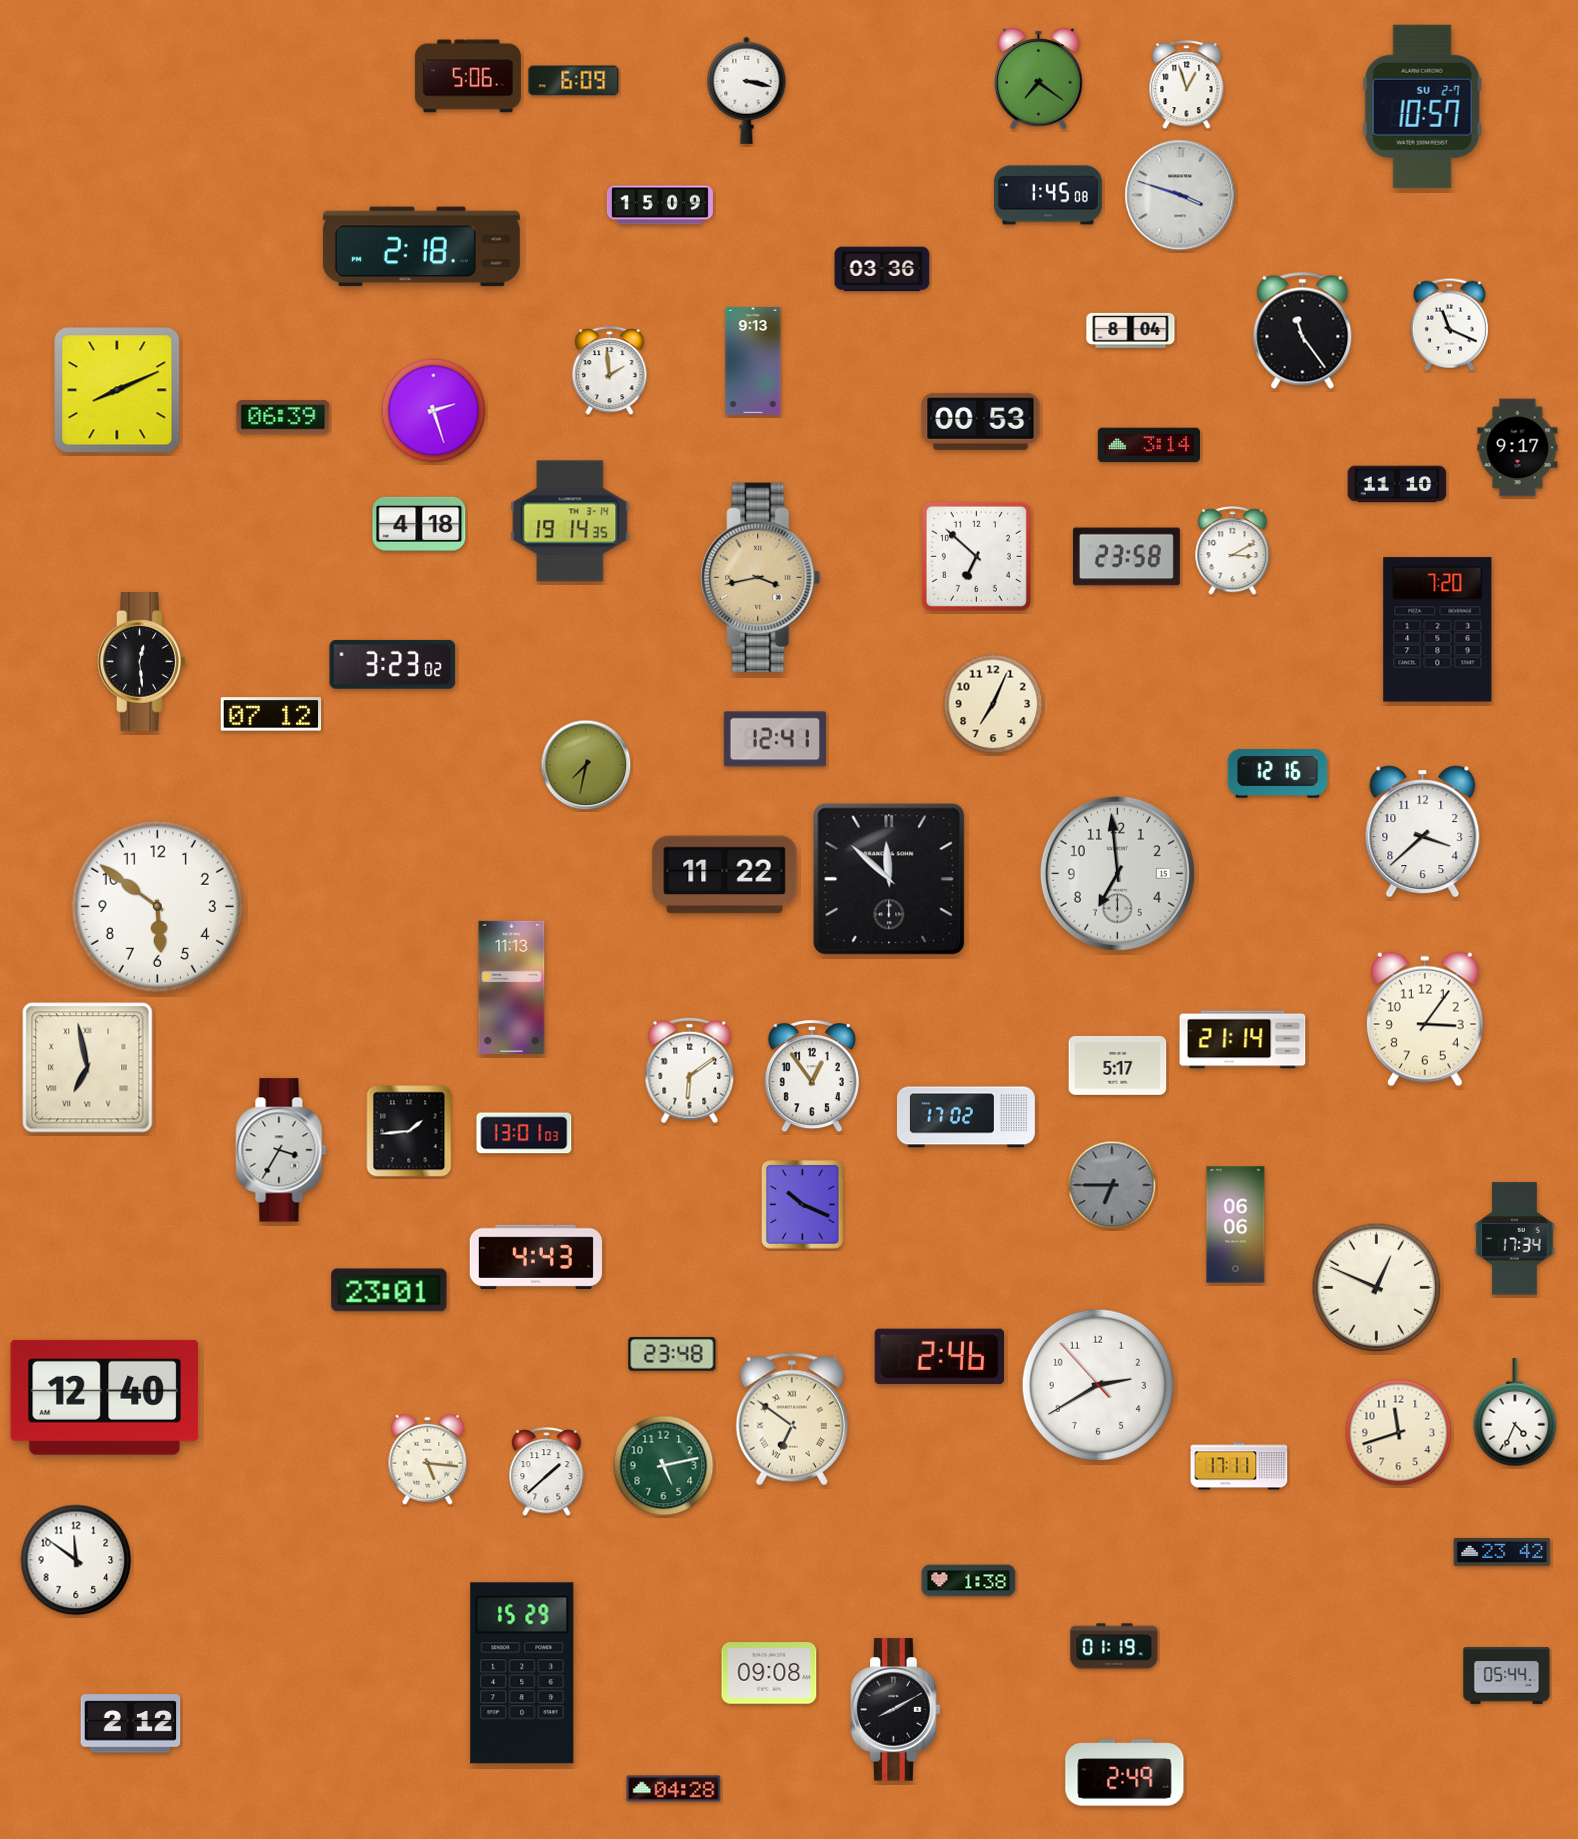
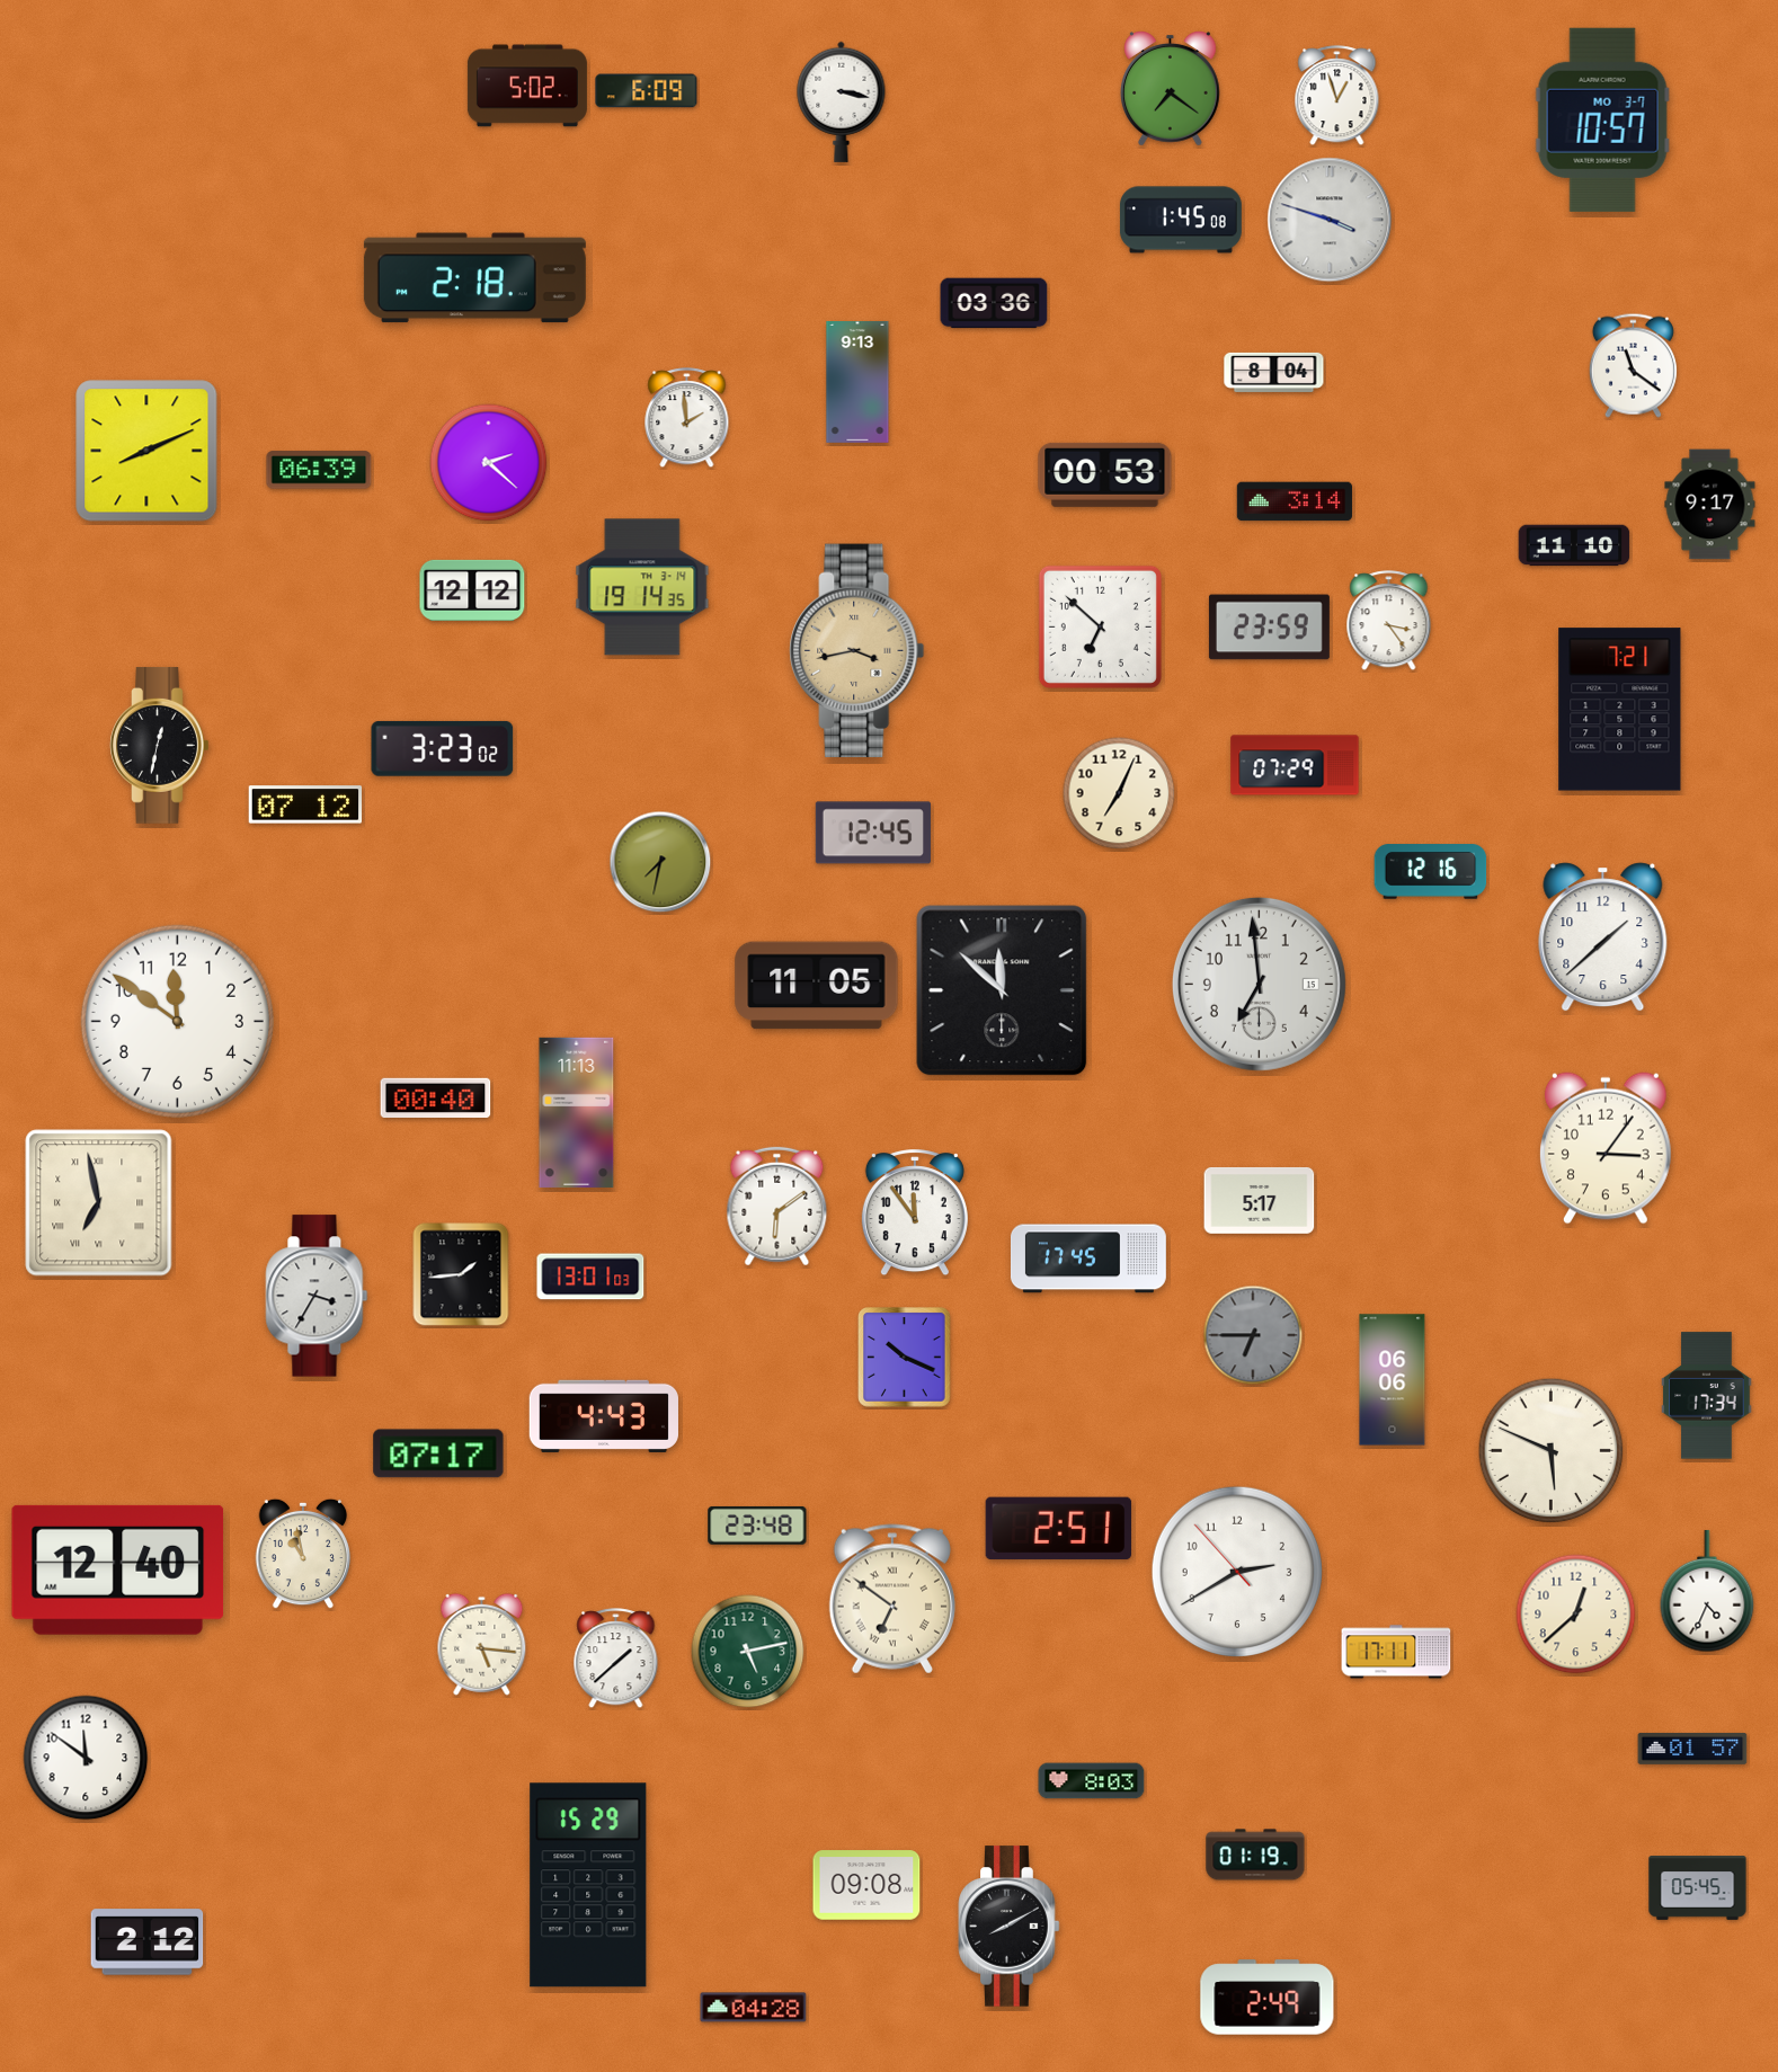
clock at (468, 76): 5:06 -> 5:02
clock at (1422, 106) date: SU 2-7 -> MO 3-7
clock at (660, 205): 15:09 -> none
clock at (1449, 324): 11:19 -> 11:21
clock at (1303, 330): 11:24 -> none
clock at (753, 362) position: (753, 362) -> (857, 383)
clock at (117, 390) position: (117, 390) -> (146, 451)
clock at (434, 411): 2:27 -> 2:22
clock at (419, 524): 4:18 -> 12:12
clock at (1233, 551): 3:10 -> 3:24
clock at (1126, 557): 23:58 -> 23:59
clock at (1438, 630): 7:20 -> 7:21
clock at (142, 661): 12:29 -> 12:32
clock at (1295, 765): none -> 07:29
clock at (774, 739): 12:41 -> 12:45
clock at (1278, 774) position: (1278, 774) -> (1431, 872)
clock at (1423, 832): 3:38 -> 1:38
clock at (725, 875): 11:22 -> 11:05
clock at (157, 906): 5:51 -> 11:51
clock at (436, 1097): none -> 00:40
clock at (1243, 1040): 21:14 -> none
clock at (812, 1077): 12:54 -> 11:54
clock at (966, 1117): 17:02 -> 17:45
clock at (1377, 1288): 12:49 -> 5:49
clock at (389, 1290): 23:01 -> 07:17
clock at (940, 1357): 2:46 -> 2:51
clock at (303, 1554): none -> 10:58
clock at (1098, 1385) position: (1098, 1385) -> (1237, 1572)
clock at (105, 1397) position: (105, 1397) -> (118, 1569)
clock at (1399, 1433): 11:42 -> 12:38
clock at (1502, 1552): 23:42 -> 01:57
clock at (969, 1581): 1:38 -> 8:03
clock at (1507, 1676): 05:44 -> 05:45
clock at (674, 1789) position: (674, 1789) -> (754, 2008)
